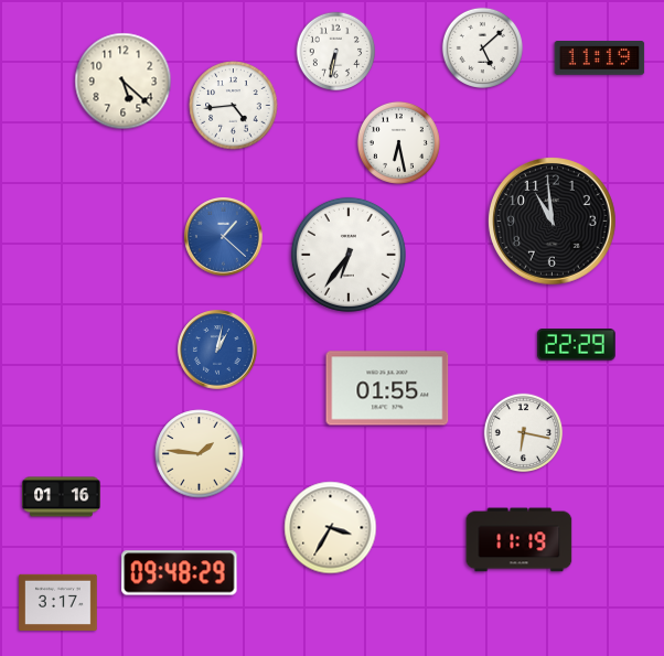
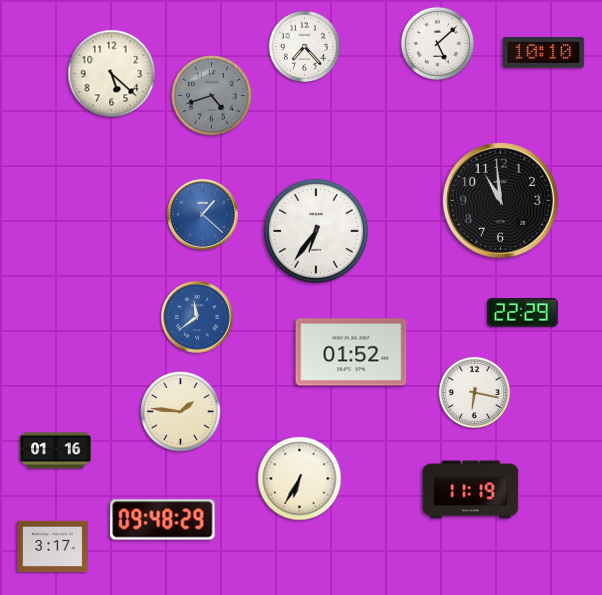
clock at (336, 52): 6:32 -> 7:23
clock at (600, 58): 11:19 -> 10:10
clock at (234, 106): 4:44 -> 4:42
clock at (234, 106) dial: white -> grey
clock at (398, 142): 6:28 -> none
clock at (217, 349): 1:02 -> 11:39
clock at (387, 388): 01:55 -> 01:52
clock at (331, 528): 3:35 -> 6:35
